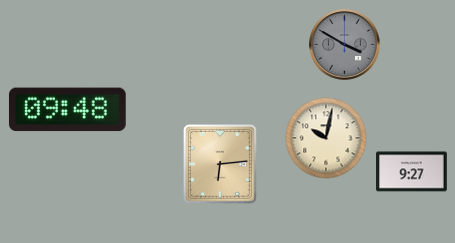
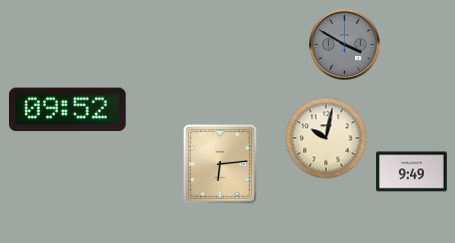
clock at (67, 110): 09:48 -> 09:52
clock at (412, 172): 9:27 -> 9:49
